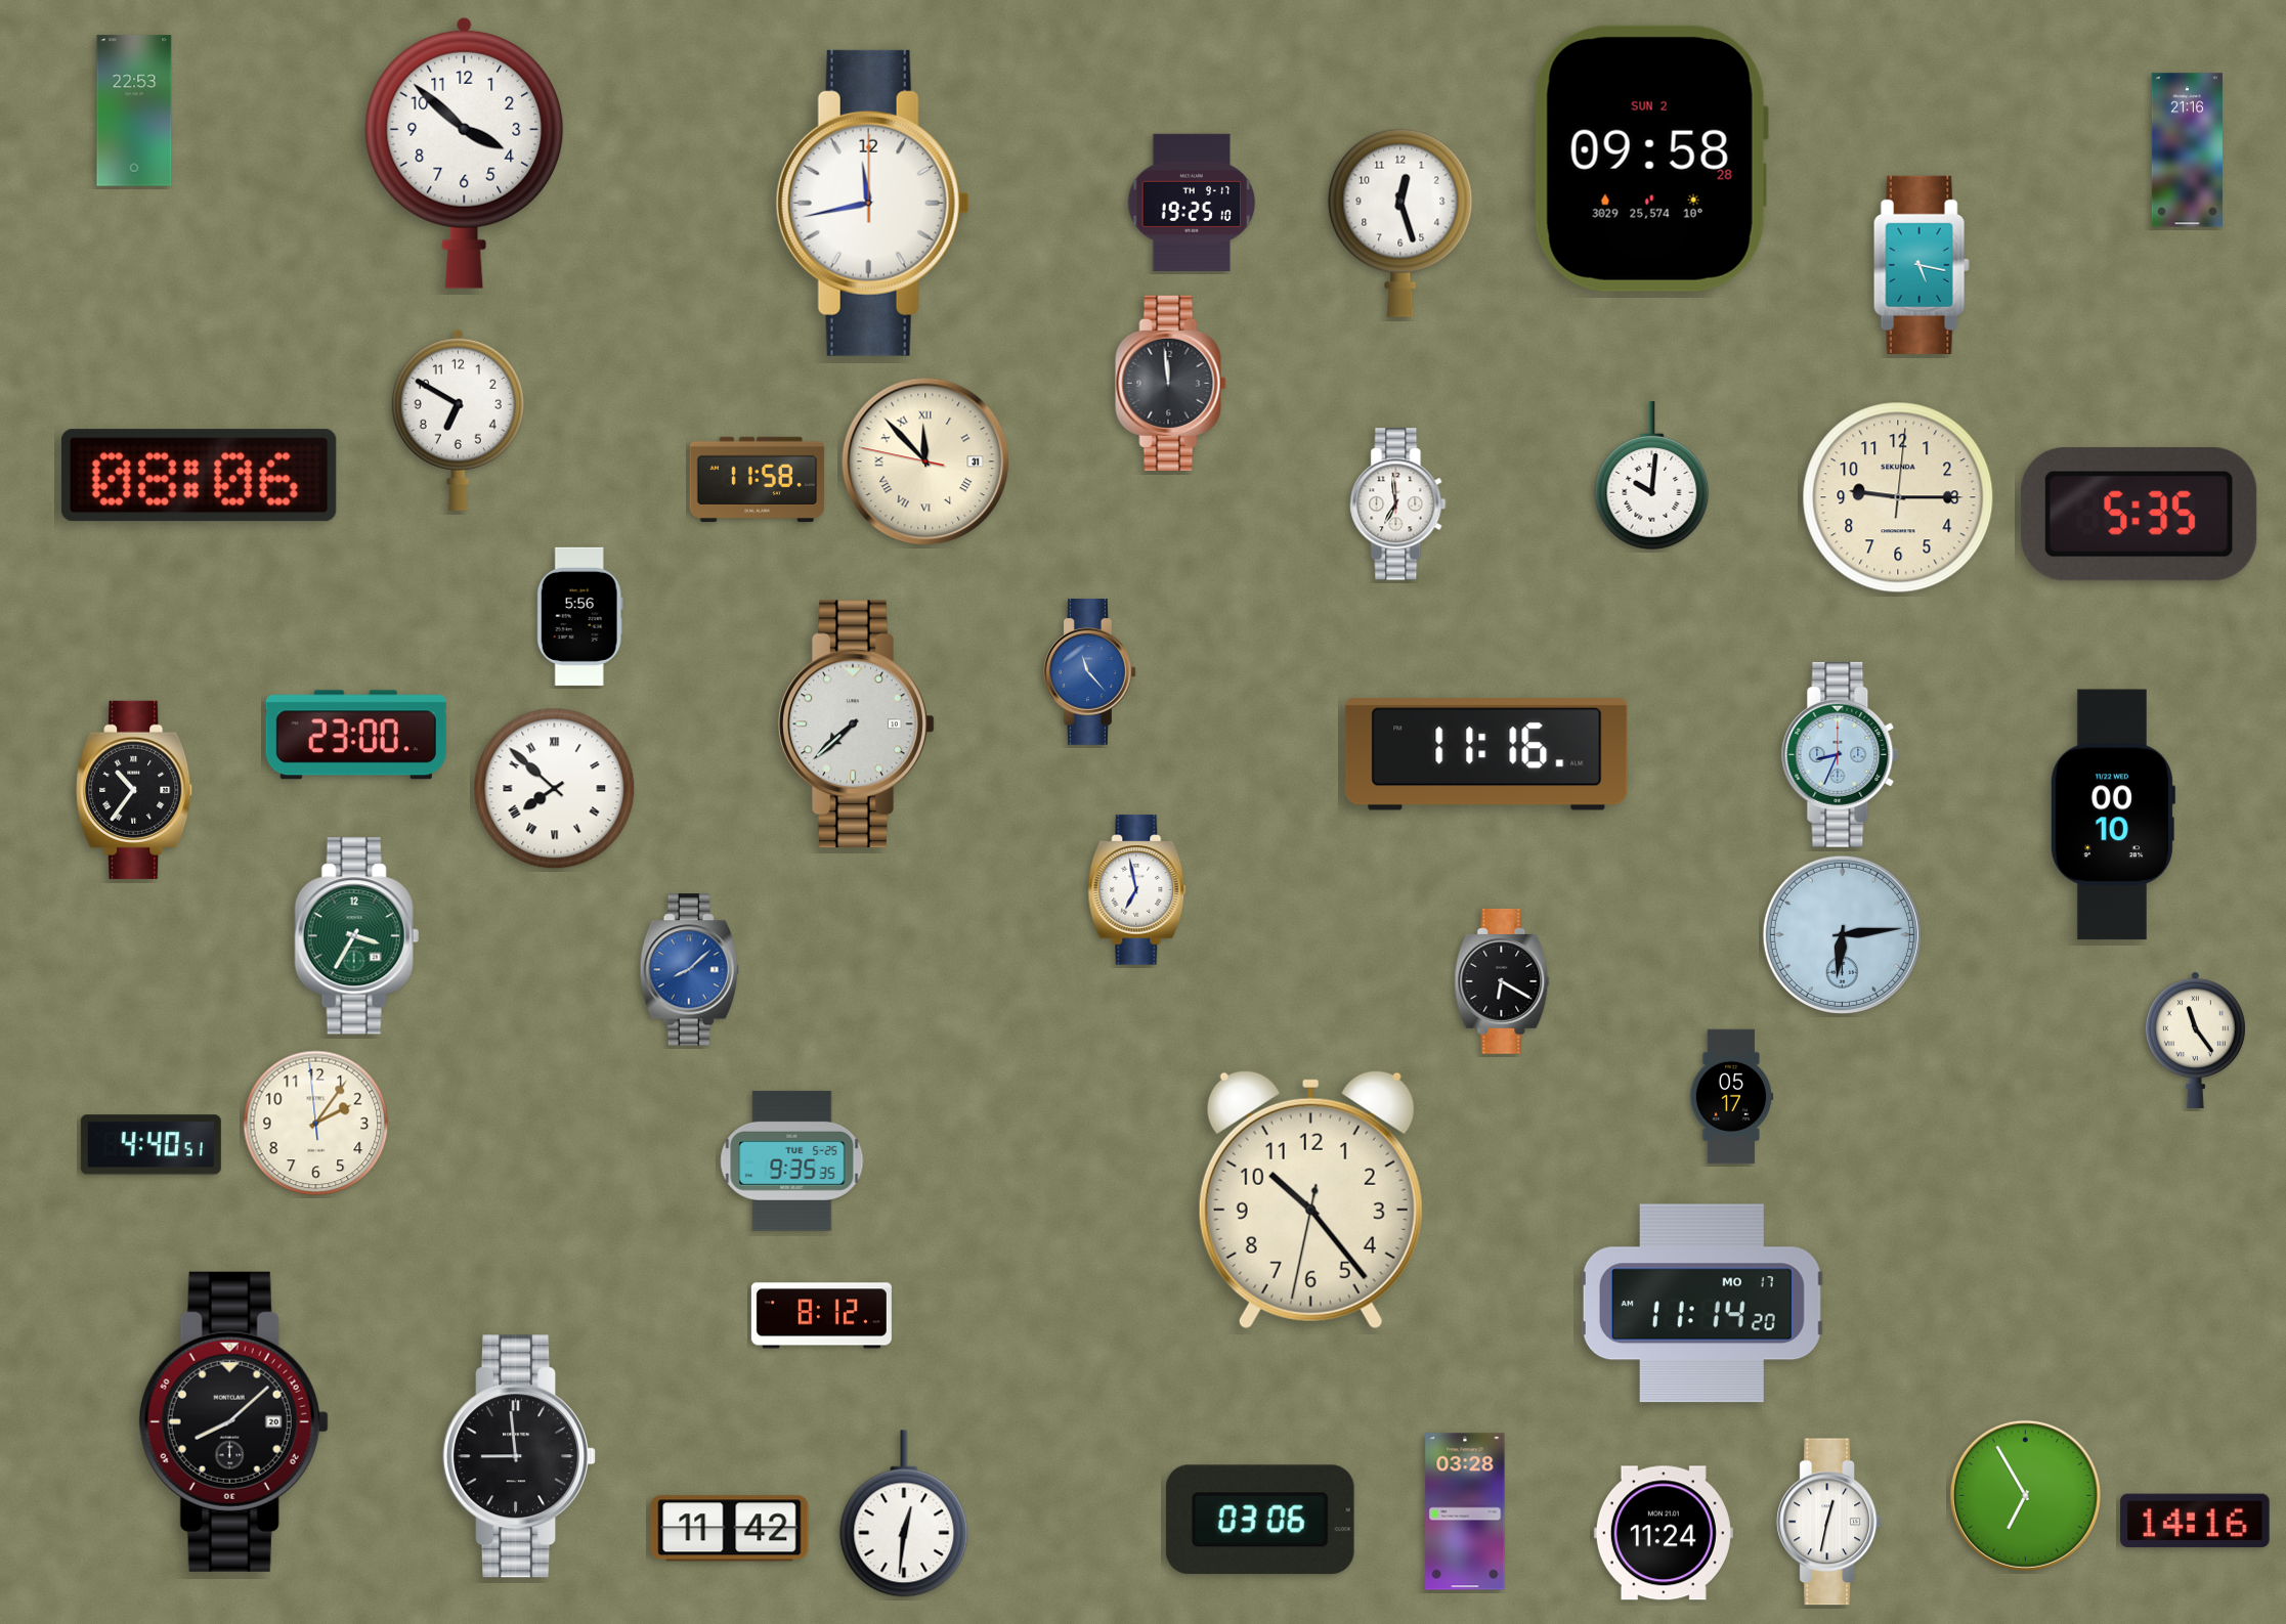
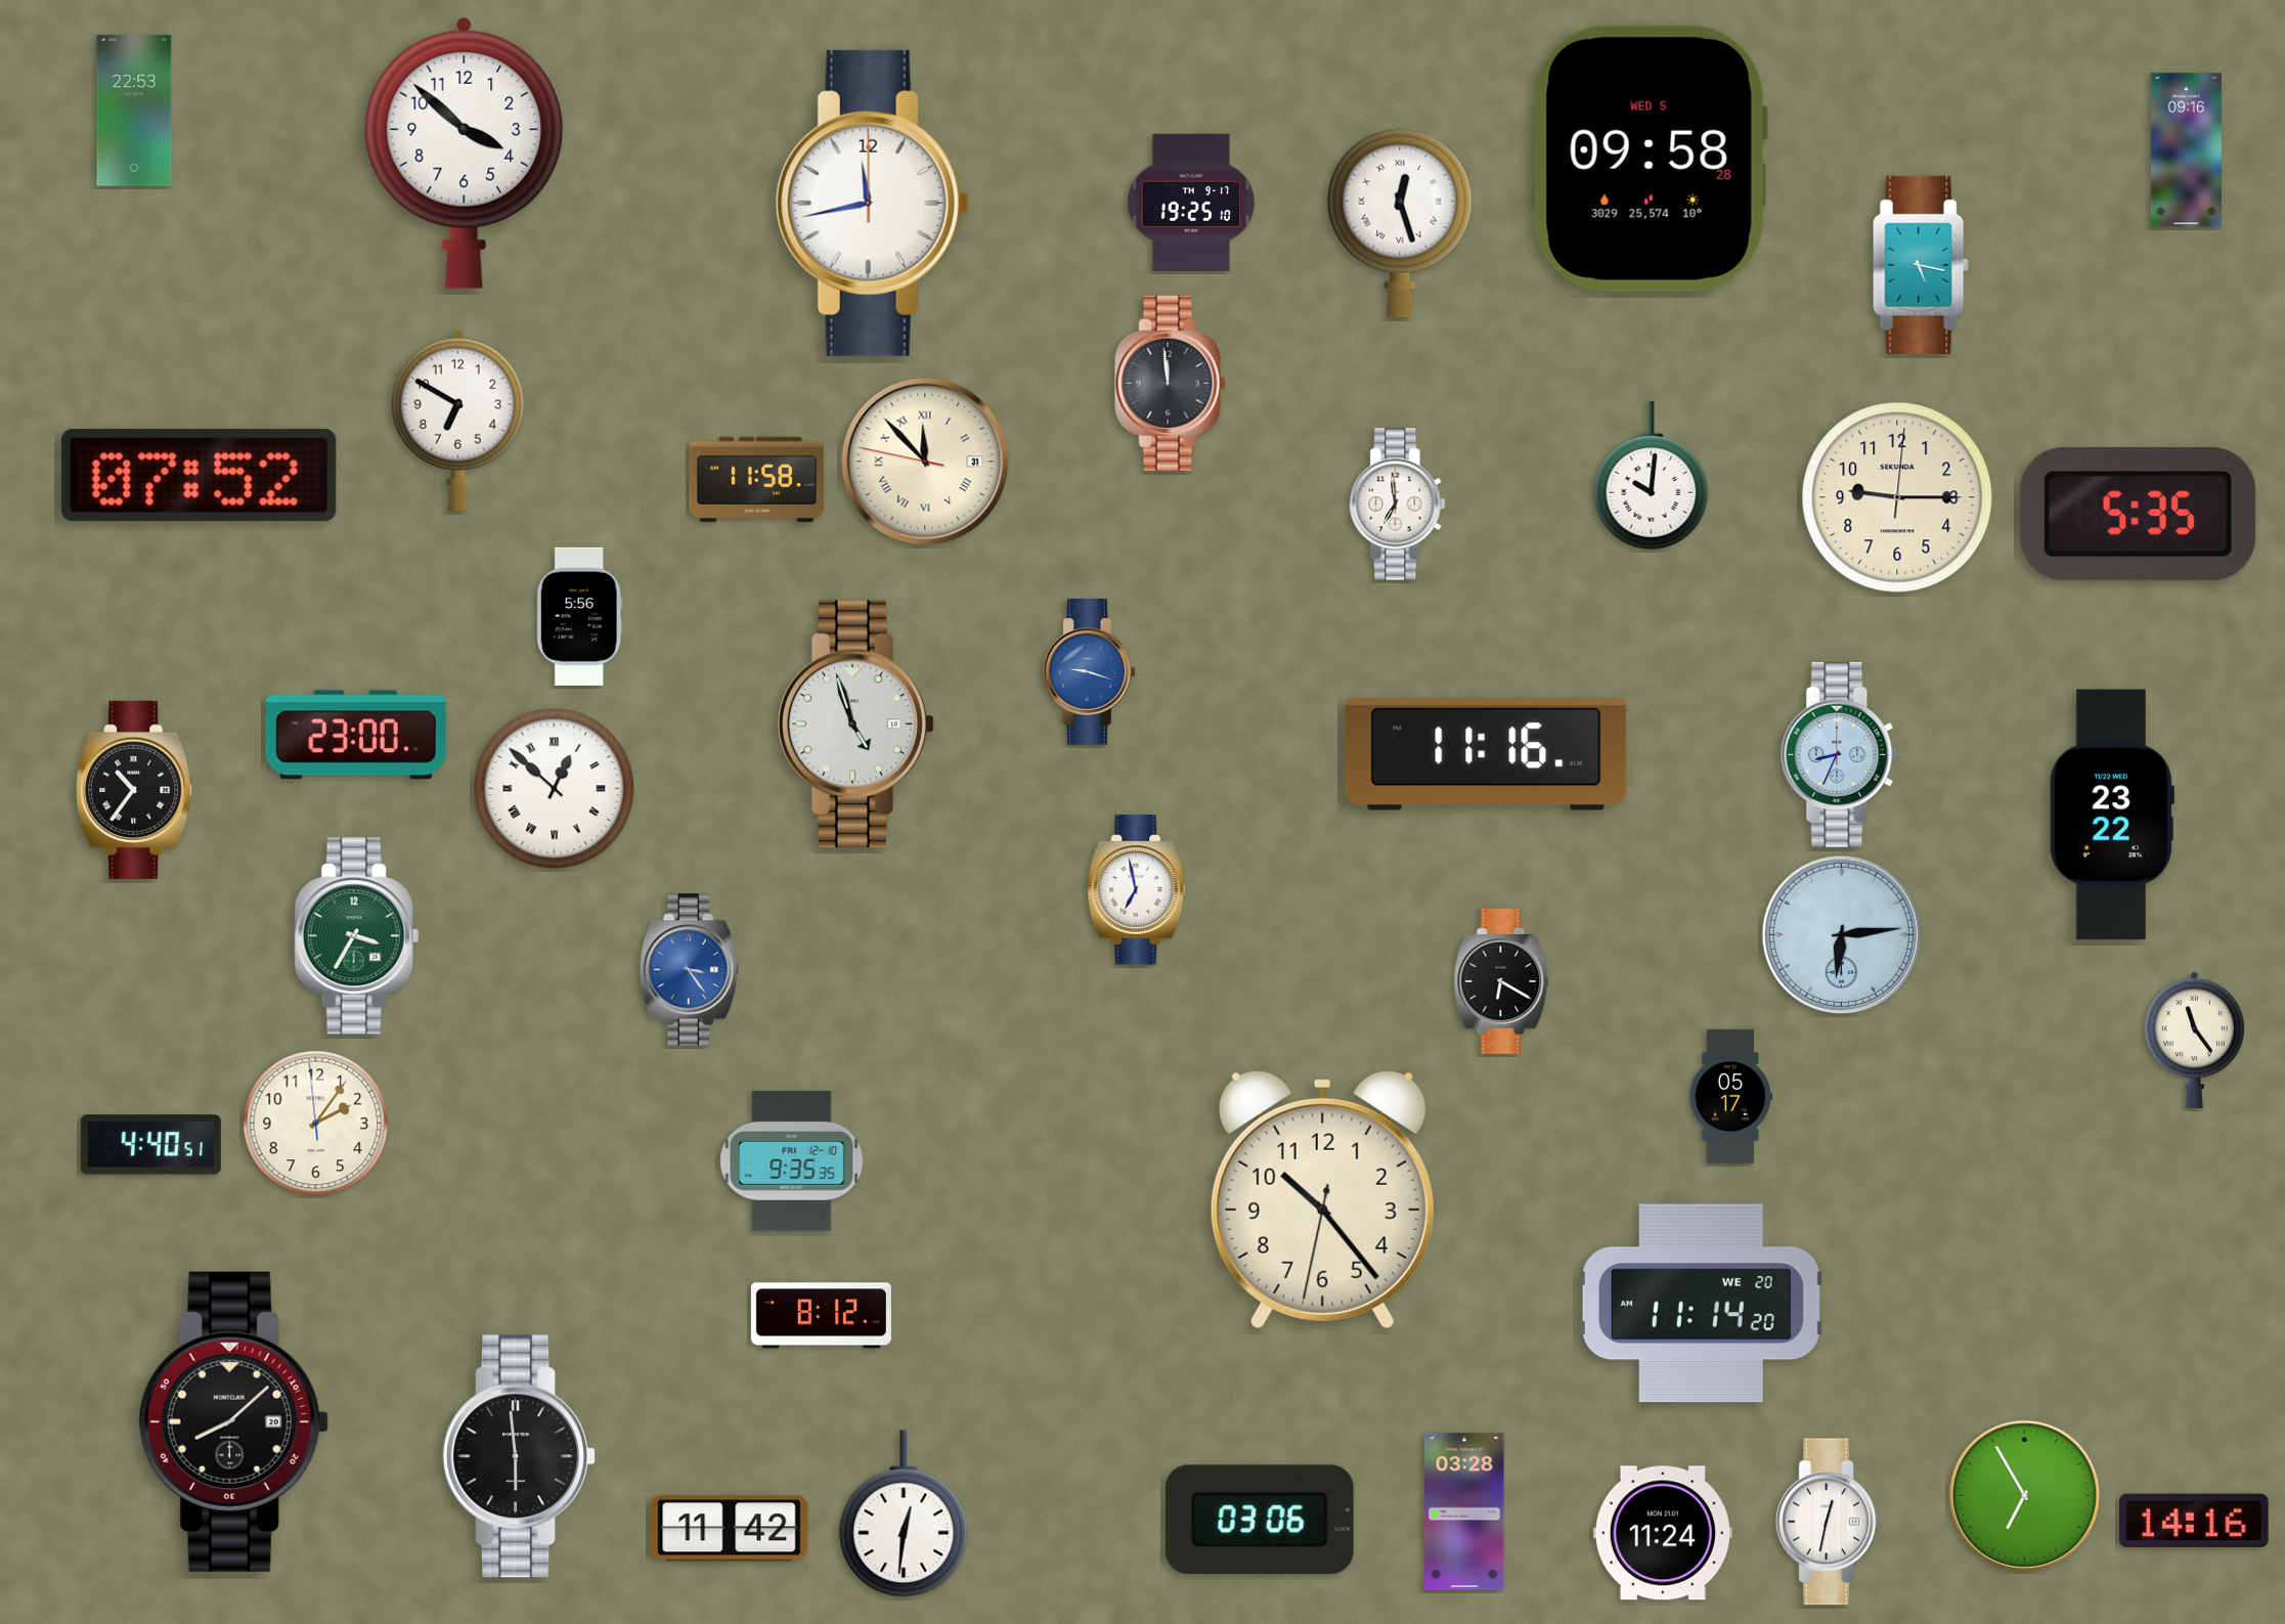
clock at (2187, 150): 21:16 -> 09:16
clock at (1651, 159) date: SUN 2 -> WED 5
clock at (1400, 223) numerals: Arabic -> Roman
clock at (199, 476): 08:06 -> 07:52
clock at (1090, 672): 11:23 -> 9:18
clock at (857, 725): 7:38 -> 4:57
clock at (555, 789): 7:52 -> 12:52
clock at (2112, 815): 00:10 -> 23:22
clock at (689, 970): 8:08 -> 3:24
clock at (792, 1160) date: TUE 5-25 -> FRI 12-10
clock at (1310, 1199) position: (1310, 1199) -> (1322, 1199)
clock at (1701, 1304) date: MO 17 -> WE 20
clock at (519, 1456): 8:59 -> 5:59
